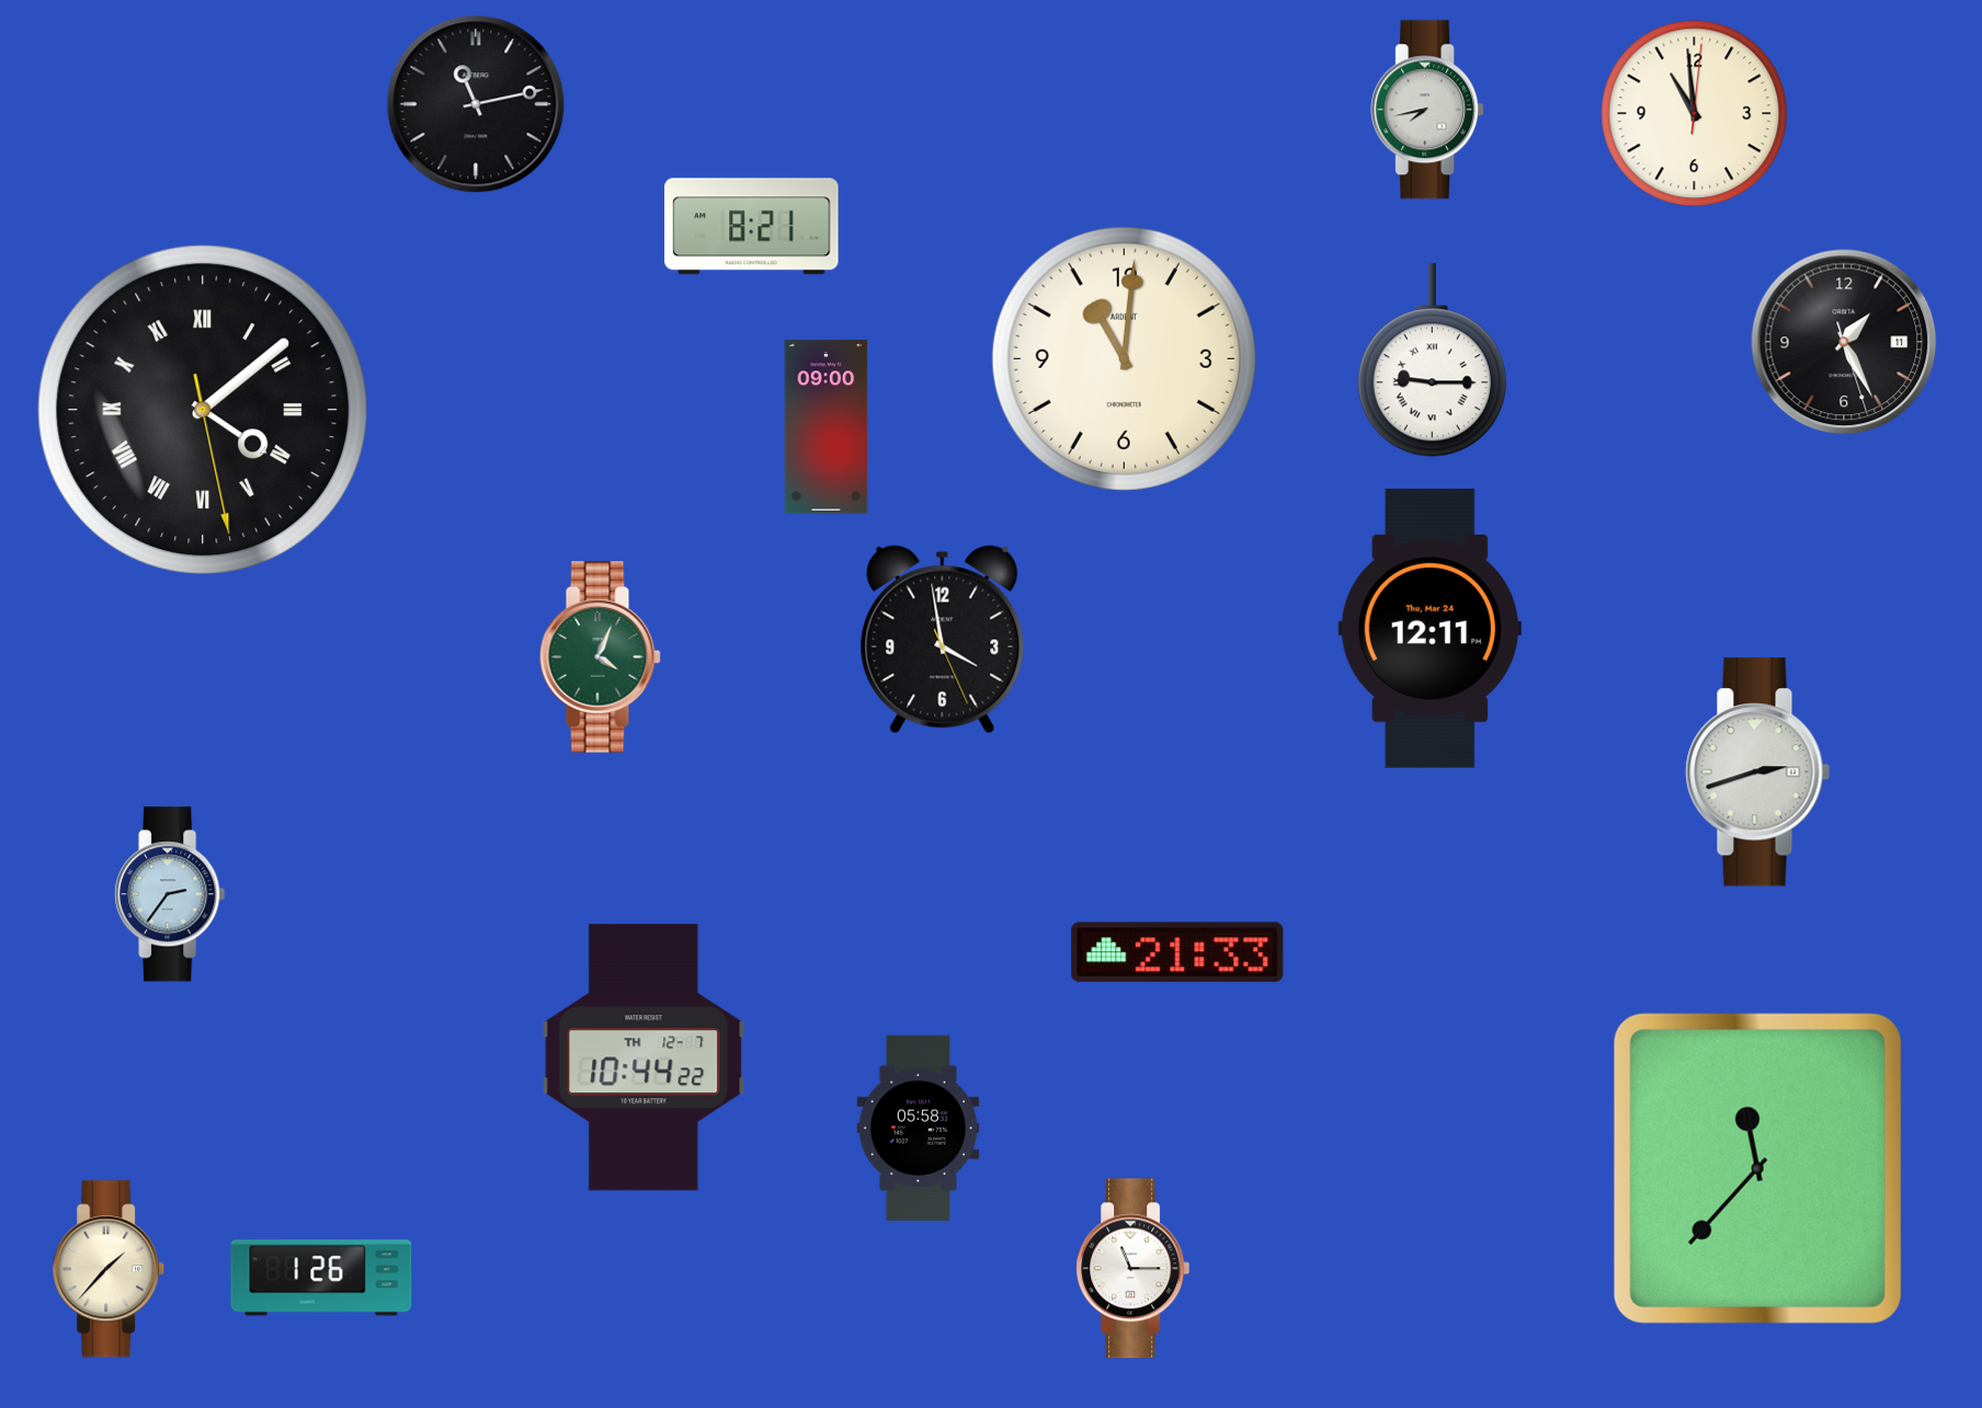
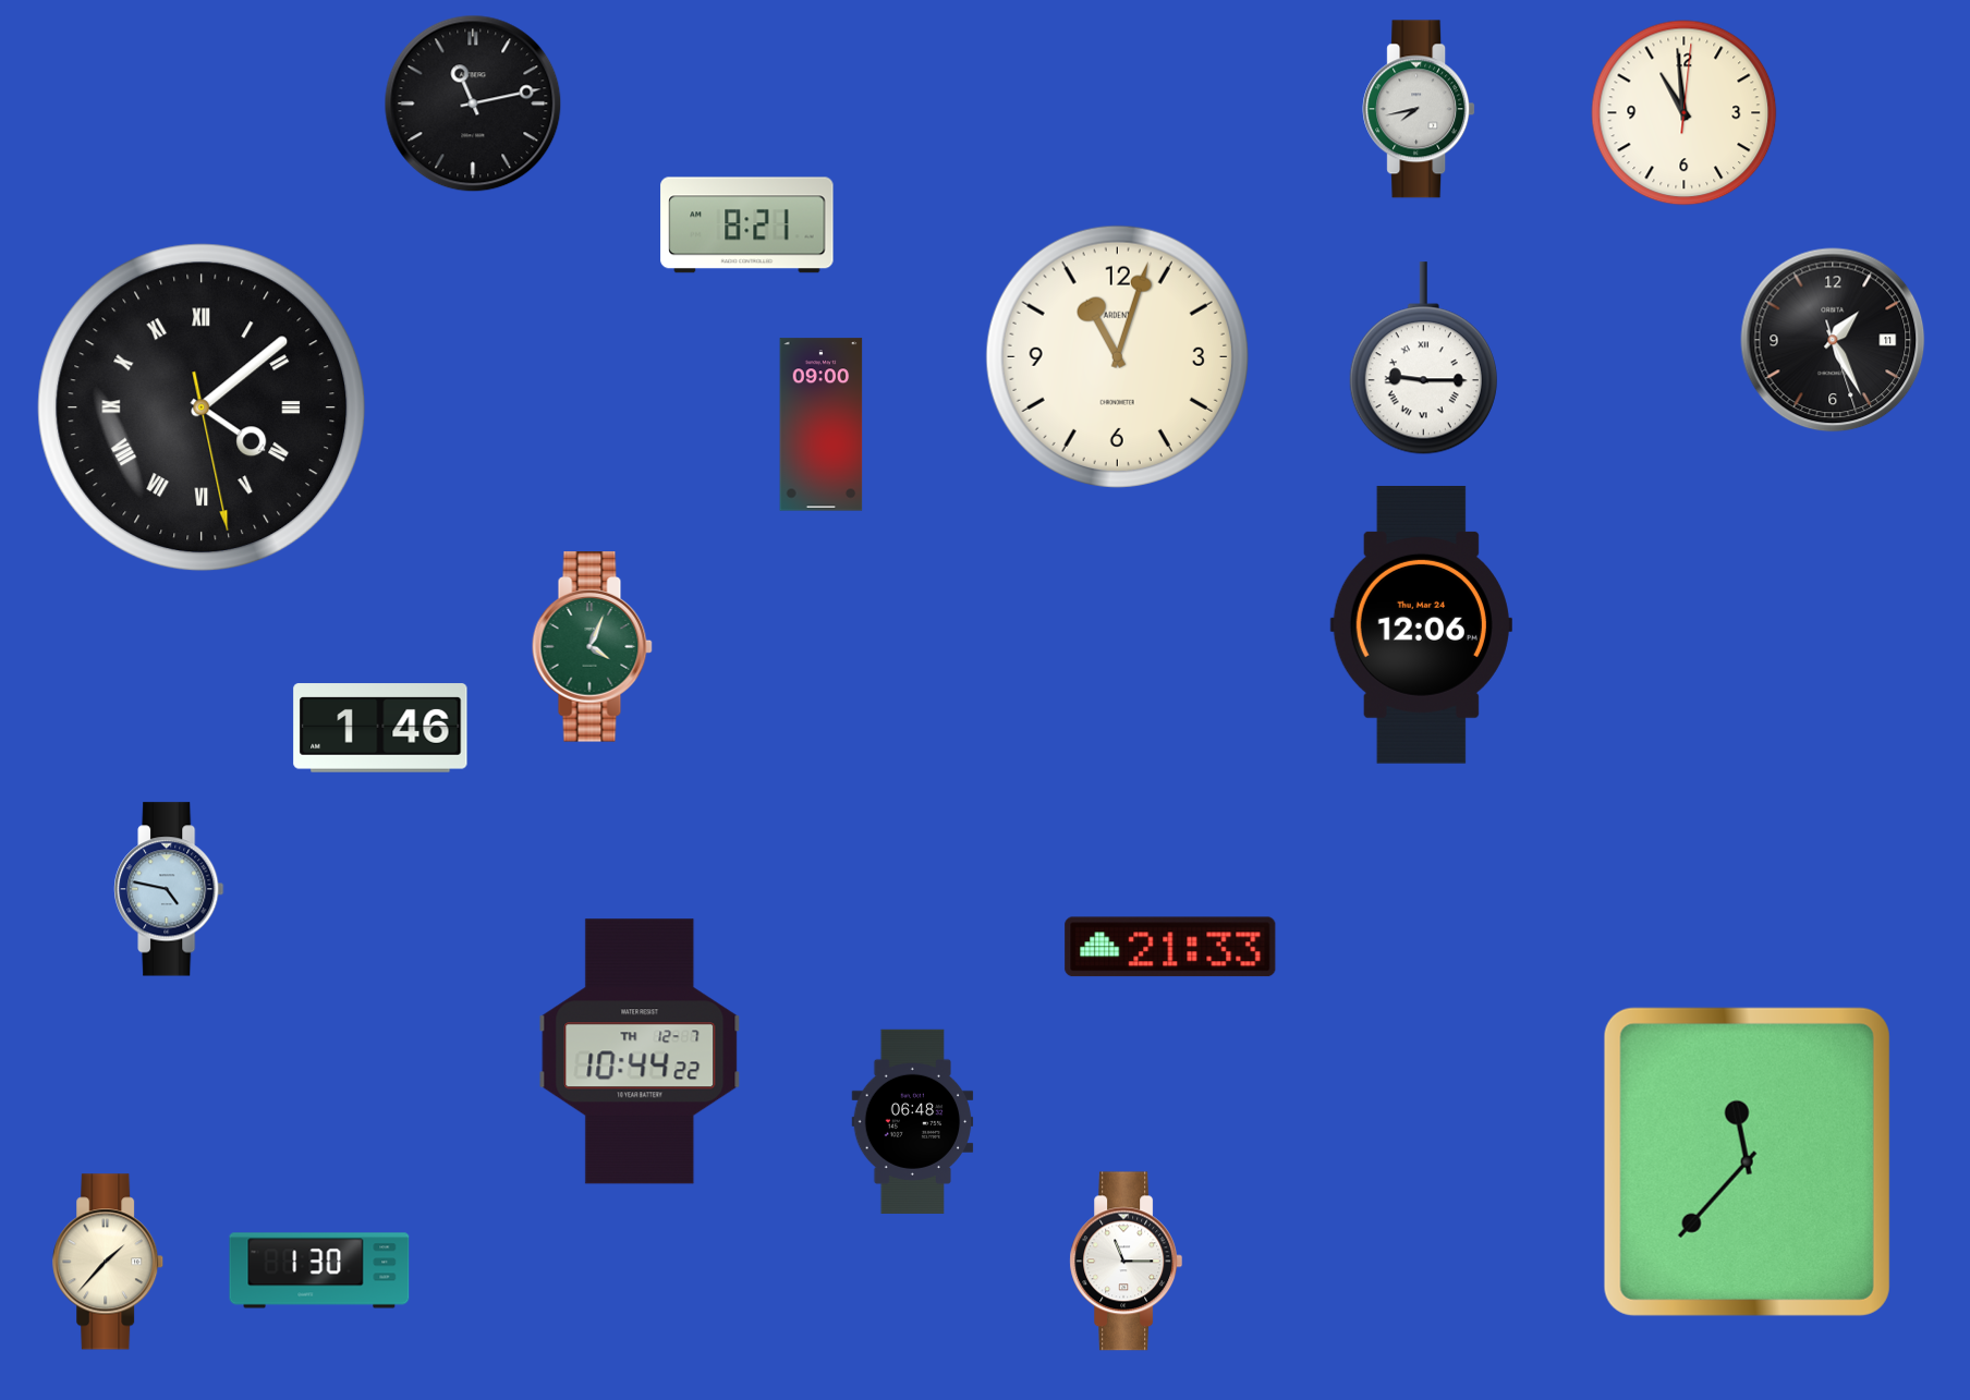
clock at (1124, 358): 11:01 -> 11:03
clock at (1429, 628): 12:11 -> 12:06
clock at (943, 640): 3:58 -> none
clock at (600, 657) position: (600, 657) -> (592, 647)
clock at (380, 728): none -> 1:46
clock at (1758, 772): 2:42 -> none
clock at (170, 894): 2:36 -> 4:47
clock at (919, 1127): 05:58 -> 06:48
clock at (321, 1278): 1:26 -> 1:30
